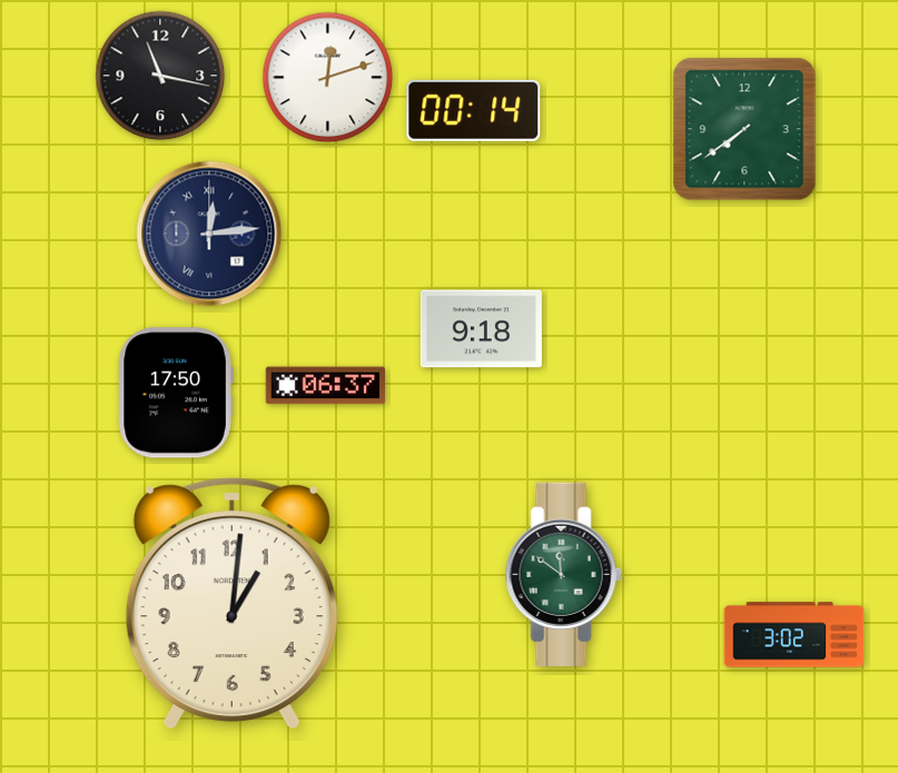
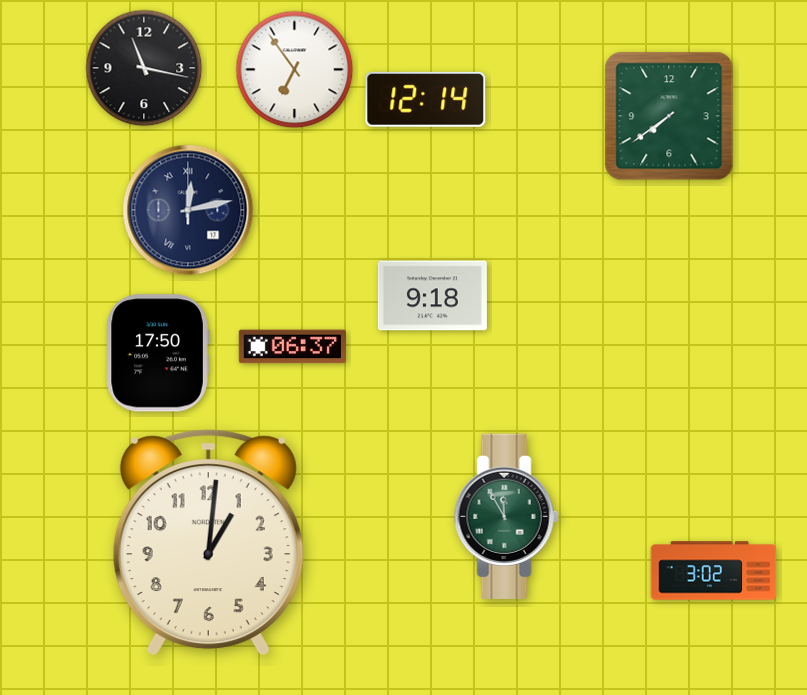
clock at (328, 78): 12:12 -> 6:54
clock at (474, 110): 00:14 -> 12:14
clock at (209, 234): 12:14 -> 12:13
clock at (563, 574): 11:51 -> 11:55
